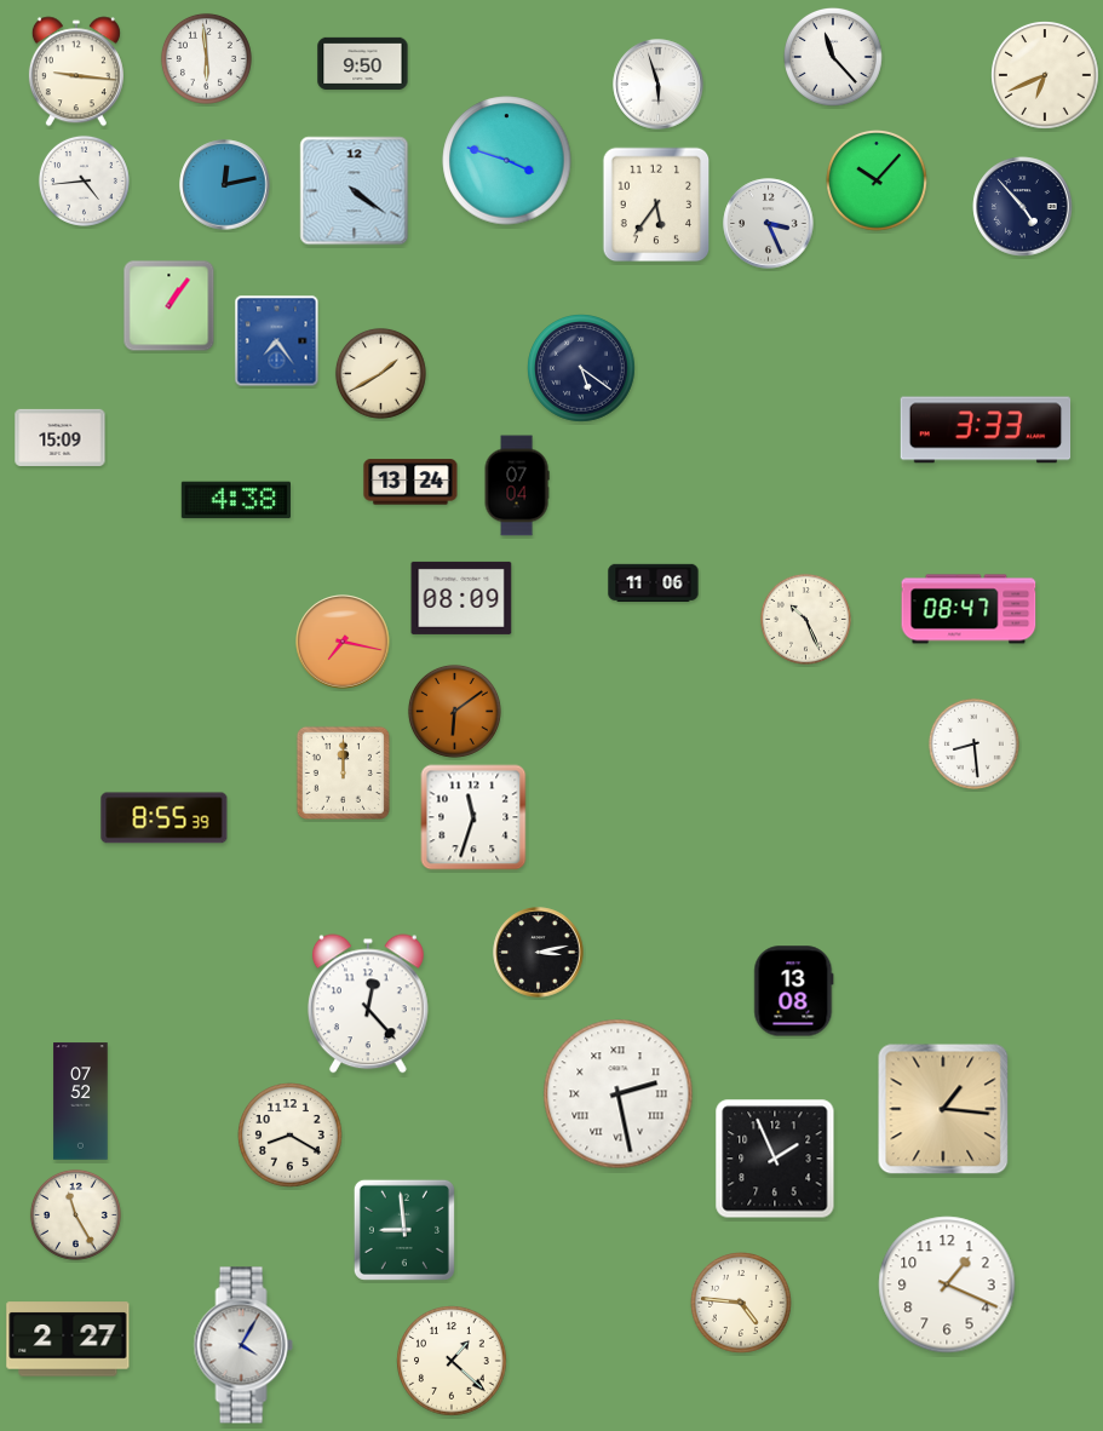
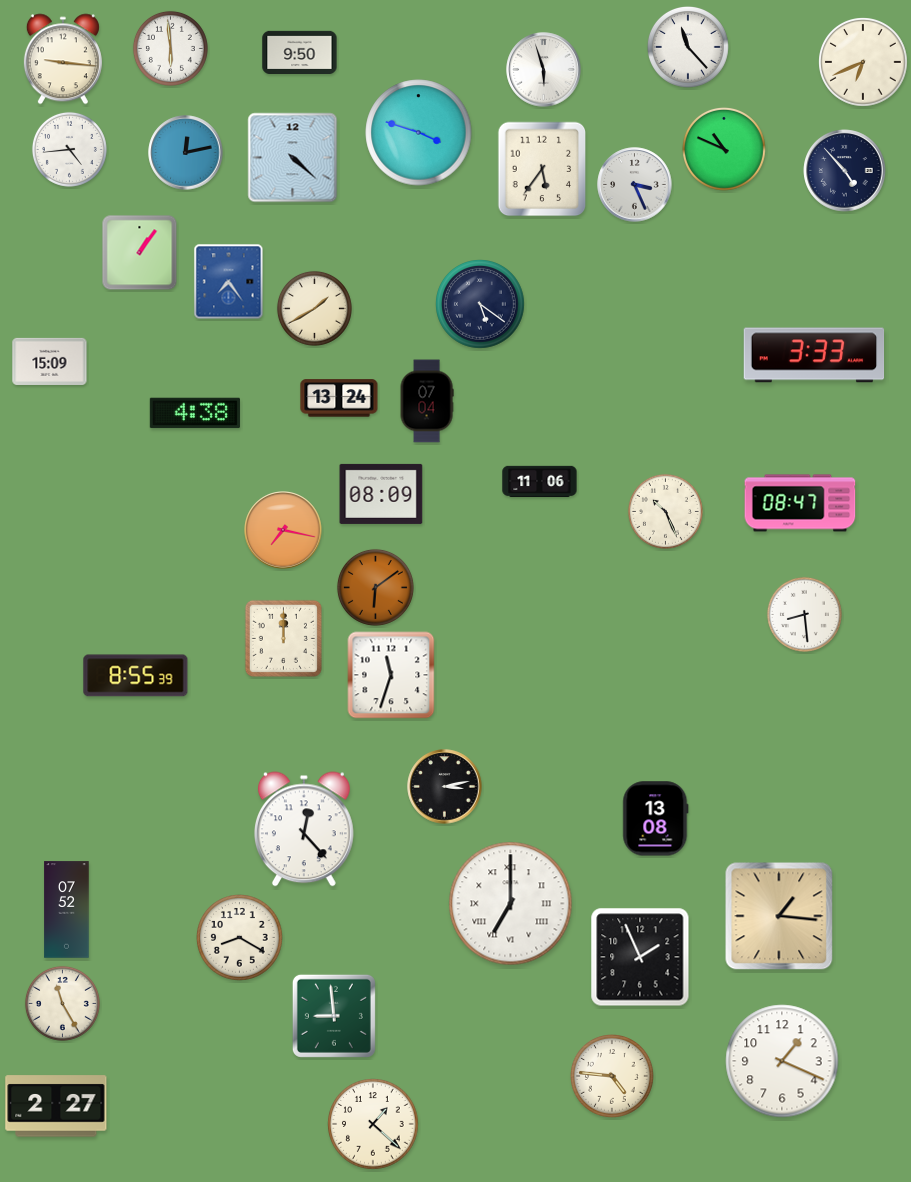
clock at (878, 182): 10:07 -> 10:49
clock at (355, 191): 4:21 -> 4:22
clock at (619, 1094): 2:28 -> 7:00
clock at (243, 1345): 4:05 -> none
